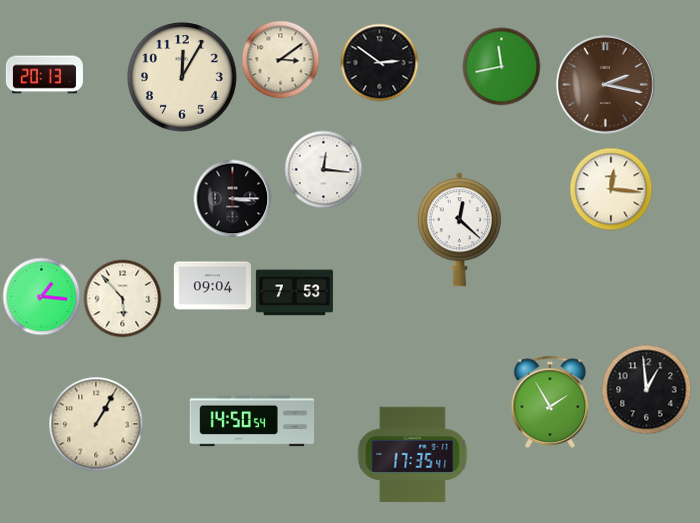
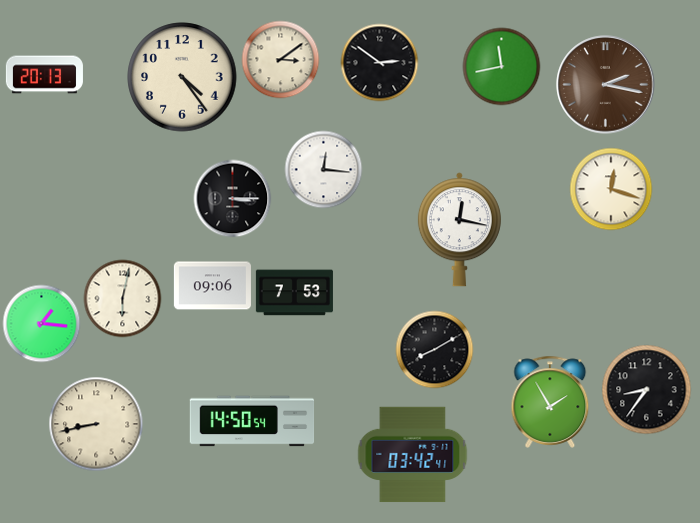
clock at (182, 77): 12:05 -> 4:24
clock at (611, 189): 12:16 -> 12:18
clock at (459, 230): 12:22 -> 12:17
clock at (212, 286): 09:04 -> 09:06
clock at (41, 296) position: (41, 296) -> (41, 323)
clock at (122, 298): 5:53 -> 6:02
clock at (434, 349): none -> 8:10
clock at (646, 389): 12:59 -> 8:36
clock at (96, 424): 1:05 -> 8:43
clock at (413, 455): 17:35 -> 03:42
